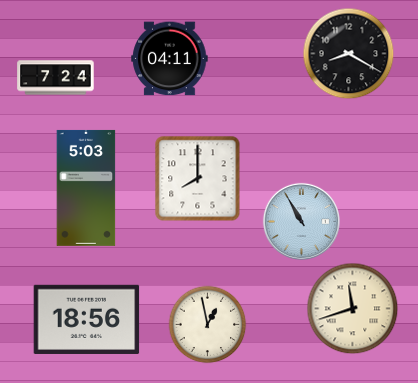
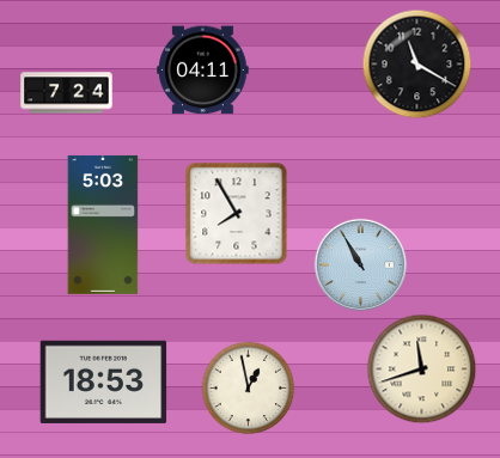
clock at (348, 53): 8:20 -> 11:20
clock at (198, 179): 8:00 -> 7:55
clock at (87, 319): 18:56 -> 18:53
